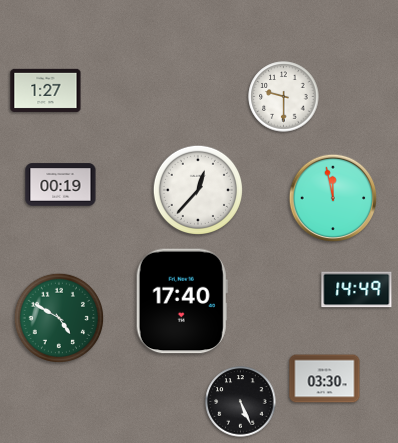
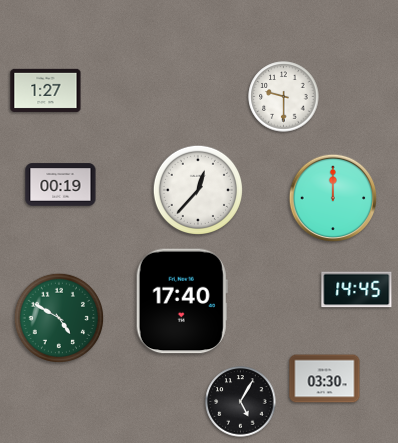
clock at (333, 198): 11:58 -> 12:00
clock at (357, 290): 14:49 -> 14:45
clock at (241, 402): 5:26 -> 5:05
